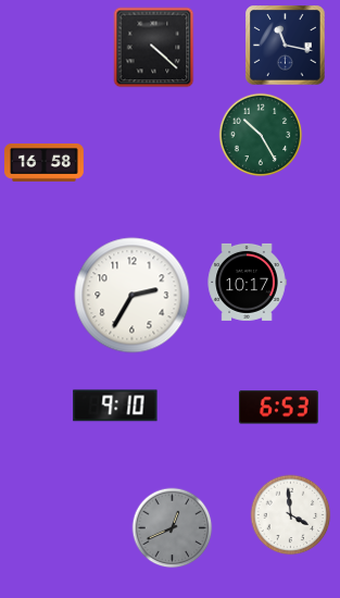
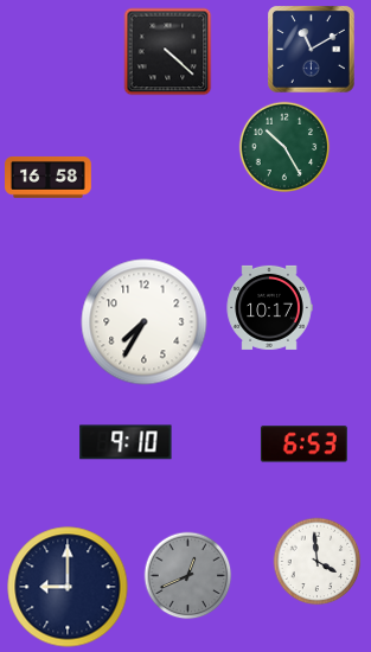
clock at (286, 46): 11:17 -> 11:10
clock at (133, 296): 2:35 -> 7:35
clock at (68, 587): none -> 9:00
